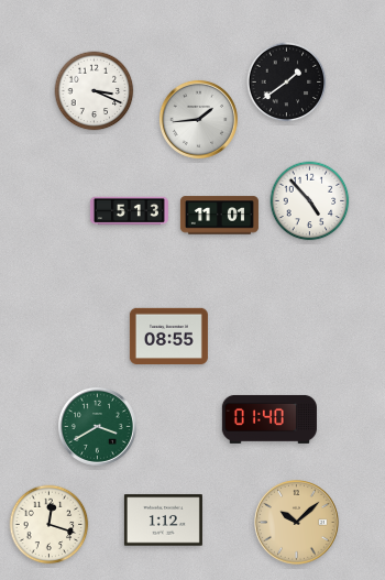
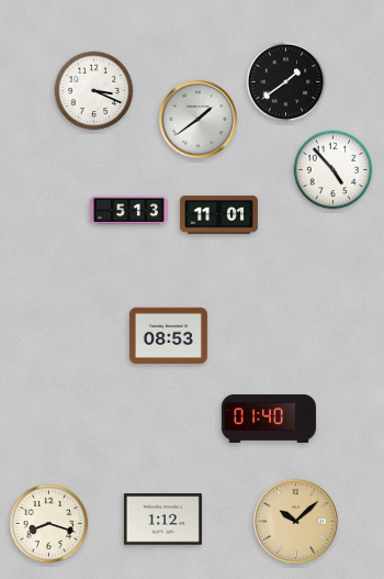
clock at (198, 119): 1:44 -> 1:39
clock at (310, 201) position: (310, 201) -> (334, 170)
clock at (168, 336): 08:55 -> 08:53
clock at (97, 426): 3:40 -> none
clock at (50, 525): 12:18 -> 8:18
